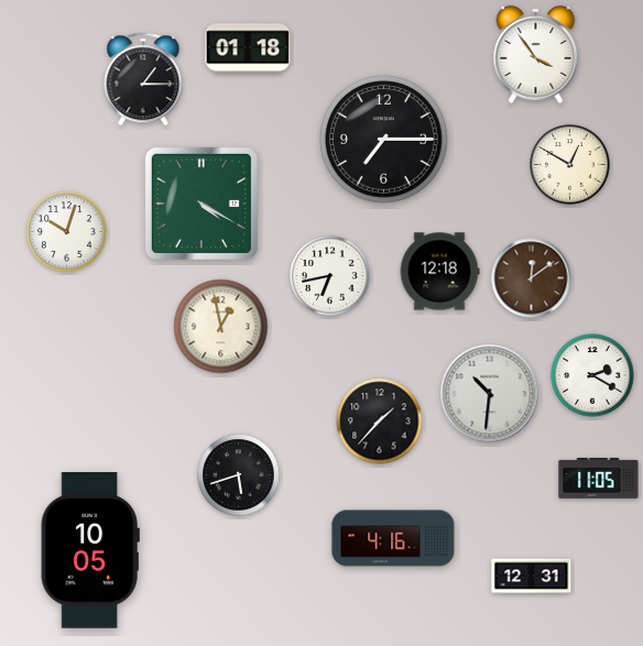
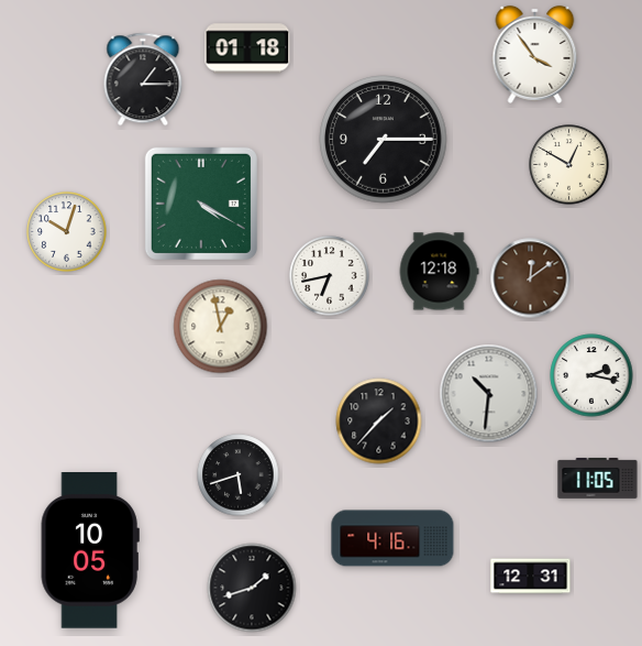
clock at (592, 375): 2:20 -> 2:17
clock at (252, 588): none -> 1:42
